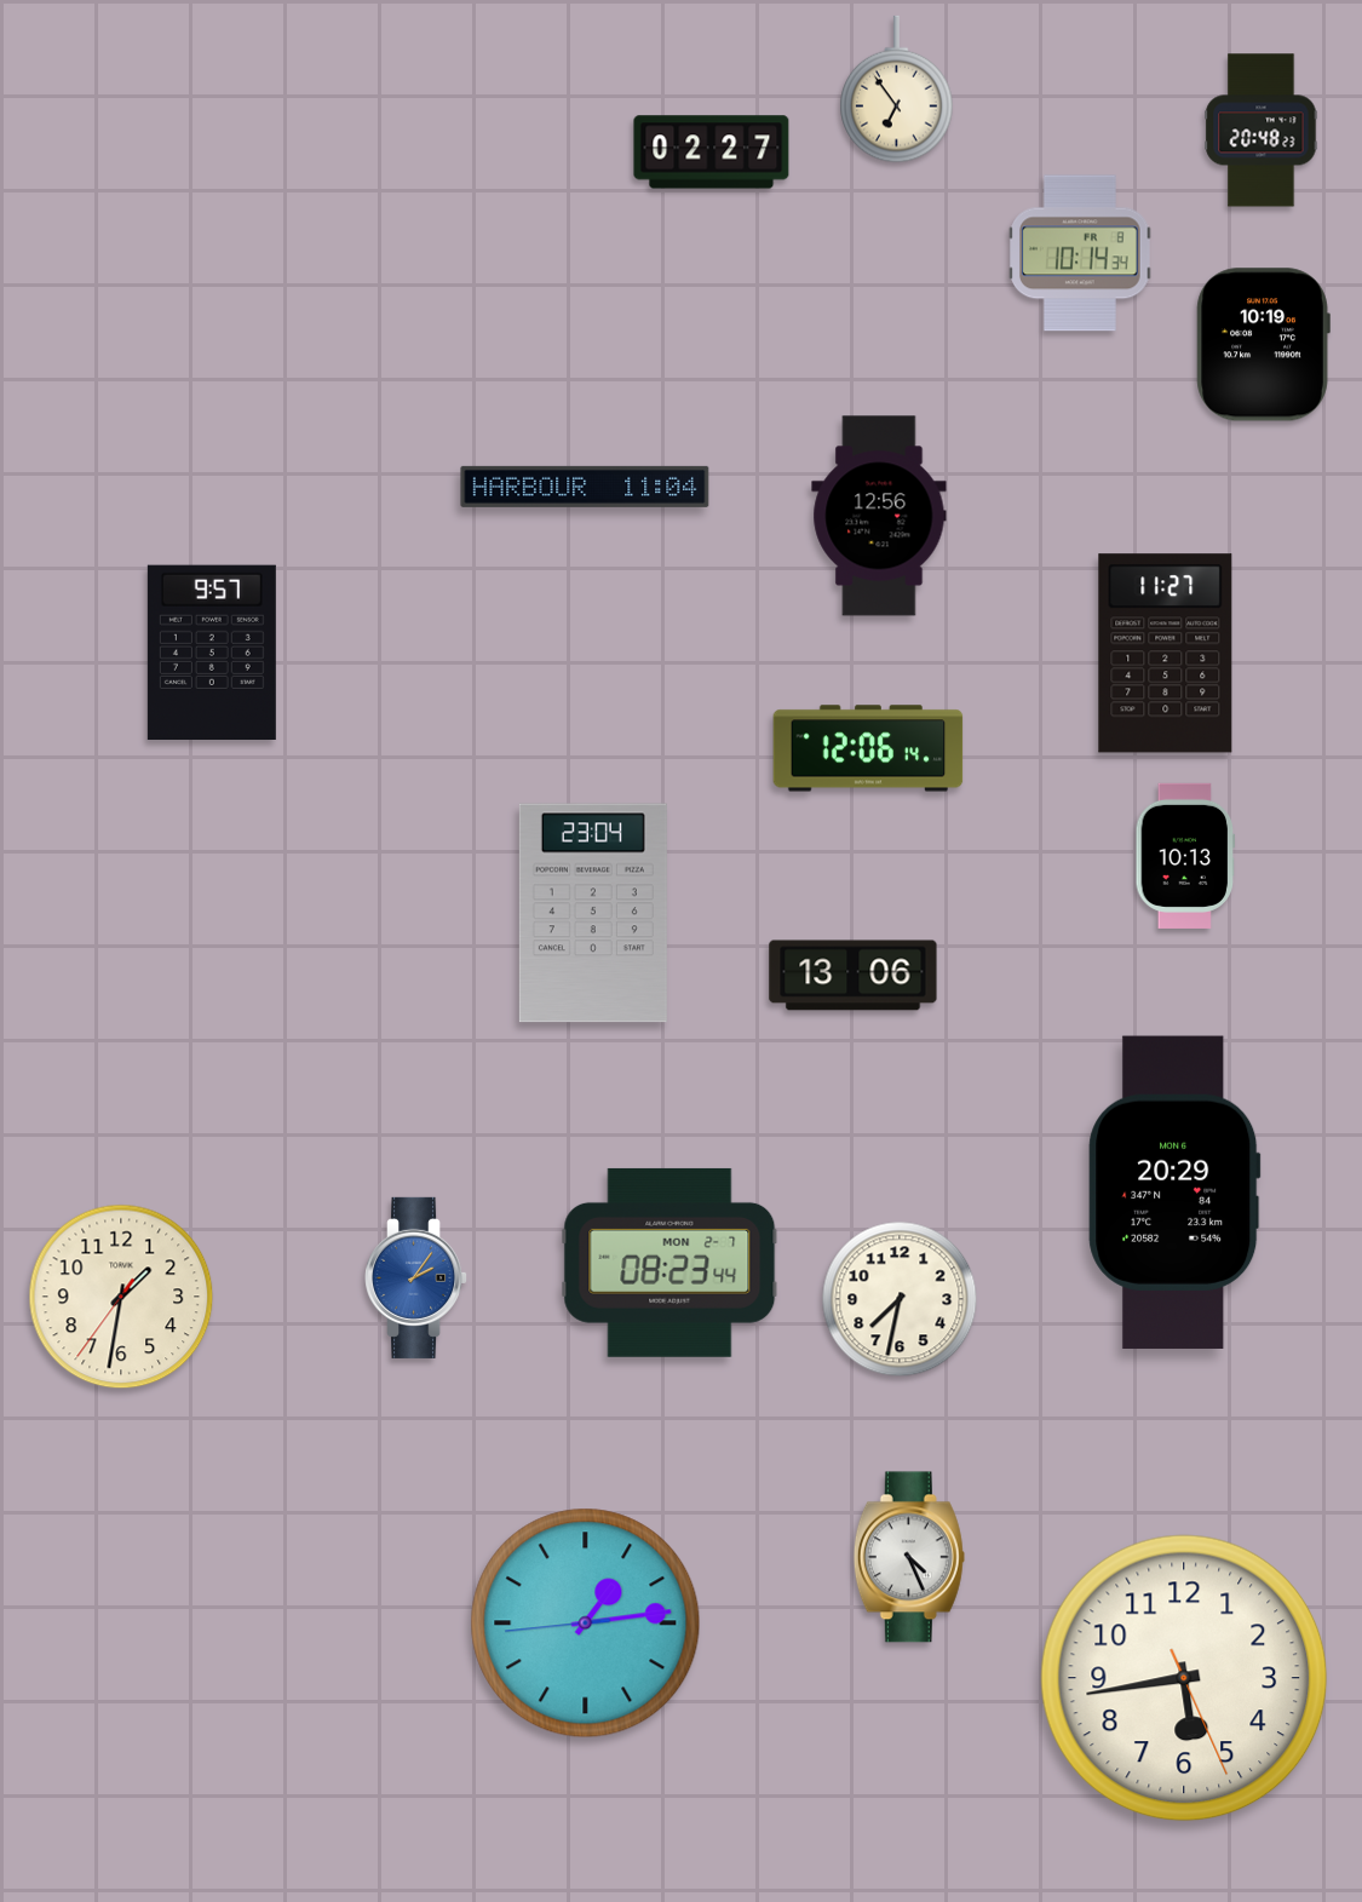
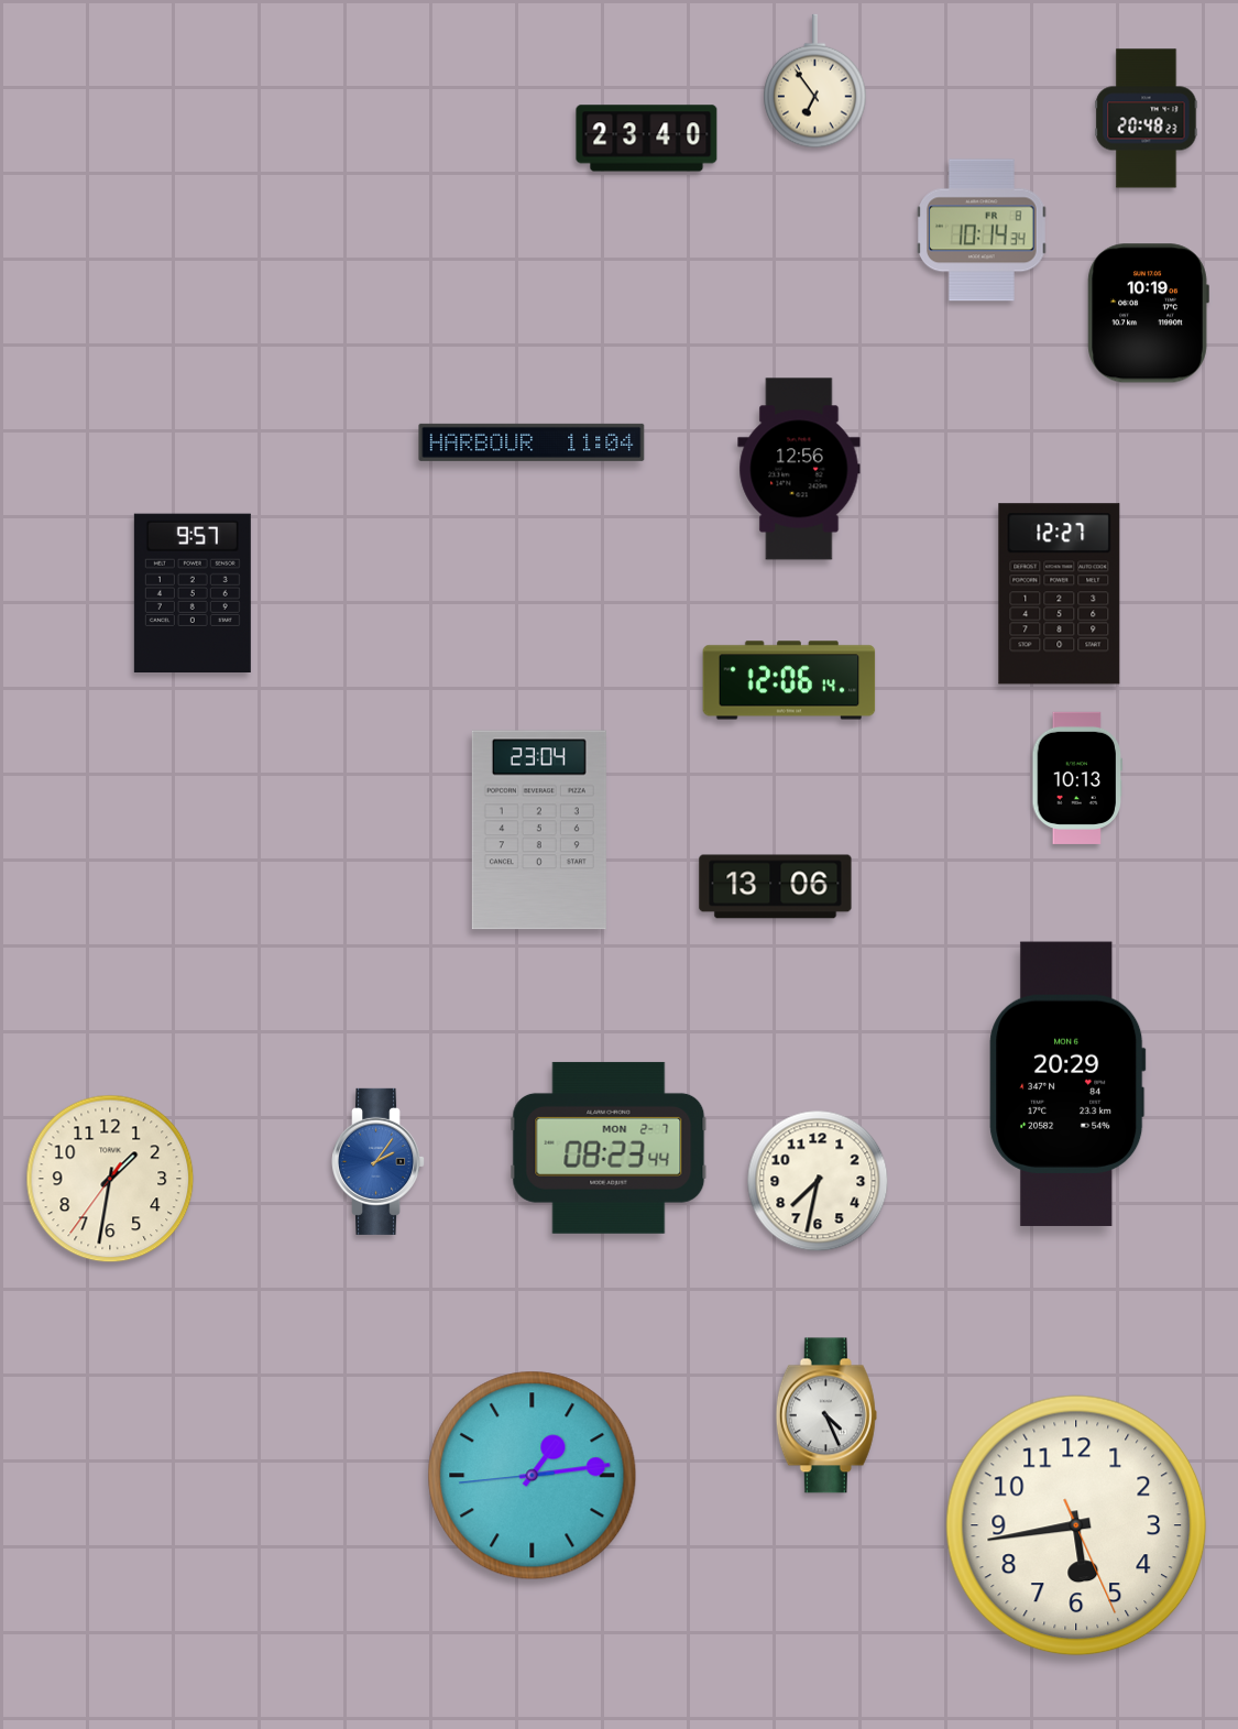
clock at (712, 153): 02:27 -> 23:40
clock at (1166, 654): 11:27 -> 12:27
